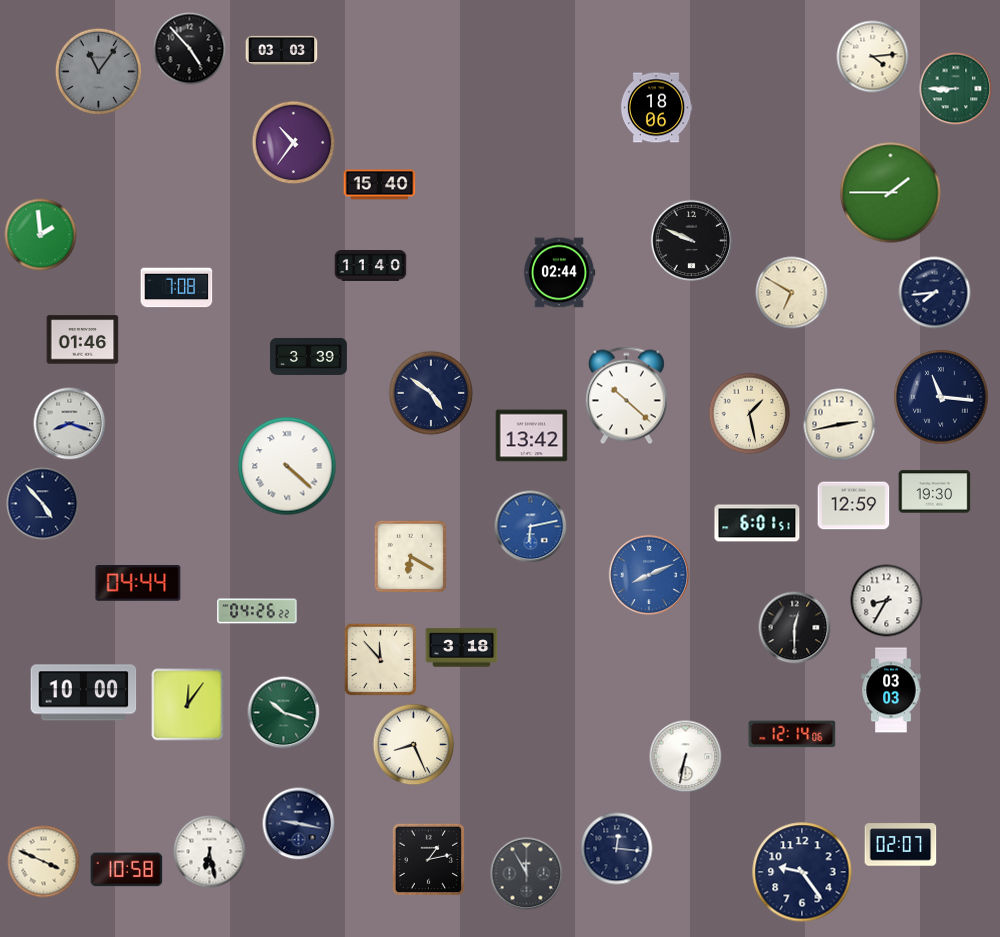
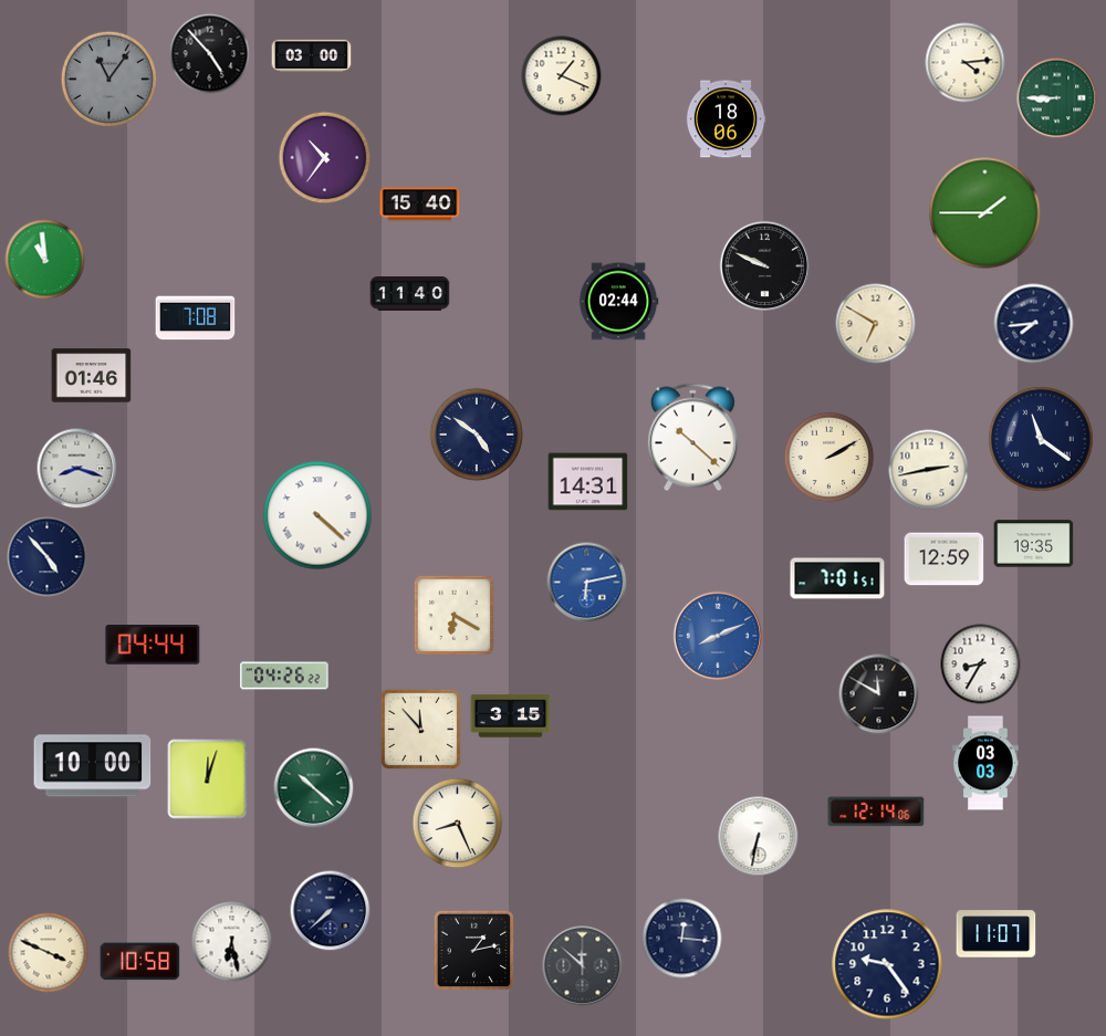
clock at (282, 50): 03:03 -> 03:00
clock at (562, 76): none -> 1:19
clock at (41, 235): 1:59 -> 10:59
clock at (309, 356): 3:39 -> none
clock at (941, 397): 11:16 -> 11:21
clock at (750, 414): 1:28 -> 2:10
clock at (532, 436): 13:42 -> 14:31
clock at (935, 492): 19:30 -> 19:35
clock at (757, 523): 6:01 -> 7:01
clock at (795, 628): 12:30 -> 11:50
clock at (462, 648): 3:18 -> 3:15
clock at (188, 705): 12:06 -> 12:03
clock at (284, 713): 10:18 -> 10:22
clock at (299, 824): 9:17 -> 7:38
clock at (901, 845): 02:07 -> 11:07
clock at (527, 874): 11:55 -> 11:52
